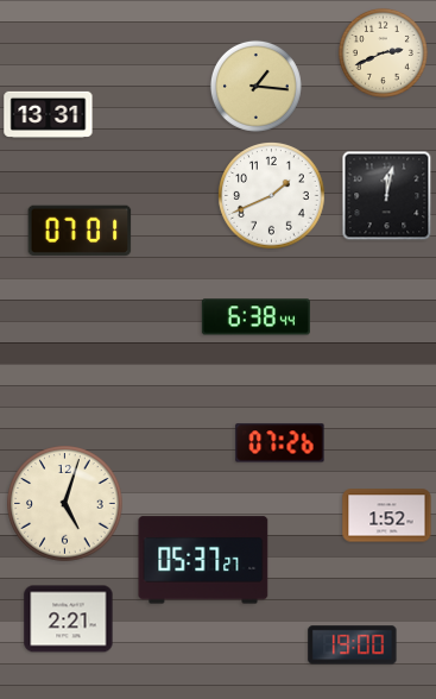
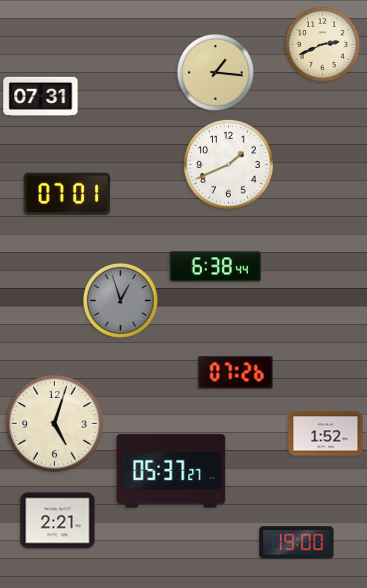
clock at (49, 114): 13:31 -> 07:31
clock at (387, 196): 12:02 -> none
clock at (120, 300): none -> 12:57
